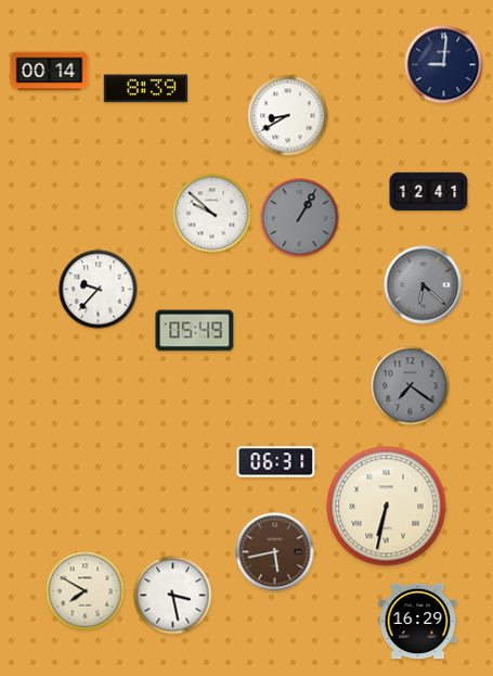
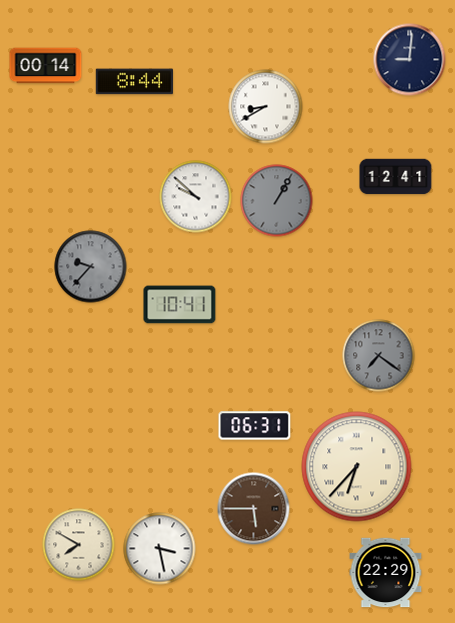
clock at (146, 89): 8:39 -> 8:44
clock at (424, 285): 6:22 -> none
clock at (99, 290) dial: white -> grey
clock at (195, 331): 05:49 -> 10:41
clock at (387, 507): 6:32 -> 6:37
clock at (275, 552): 5:43 -> 5:45
clock at (418, 622): 16:29 -> 22:29
